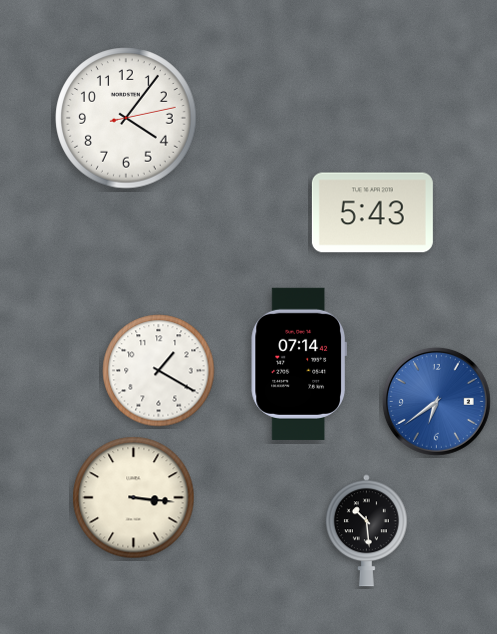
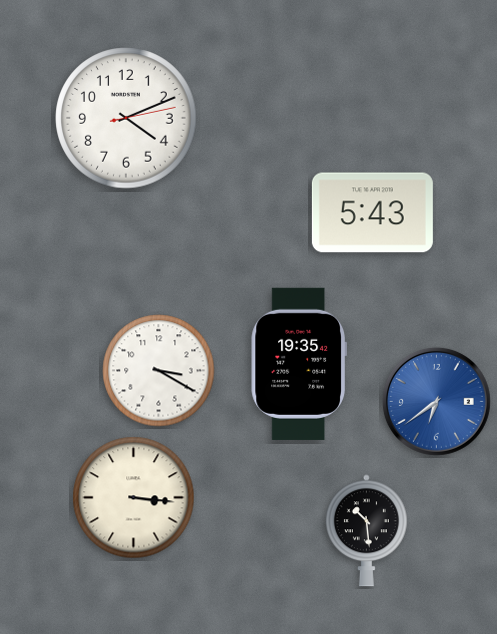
clock at (126, 118): 4:06 -> 4:11
clock at (299, 364): 07:14 -> 19:35
clock at (159, 371): 1:20 -> 3:20
